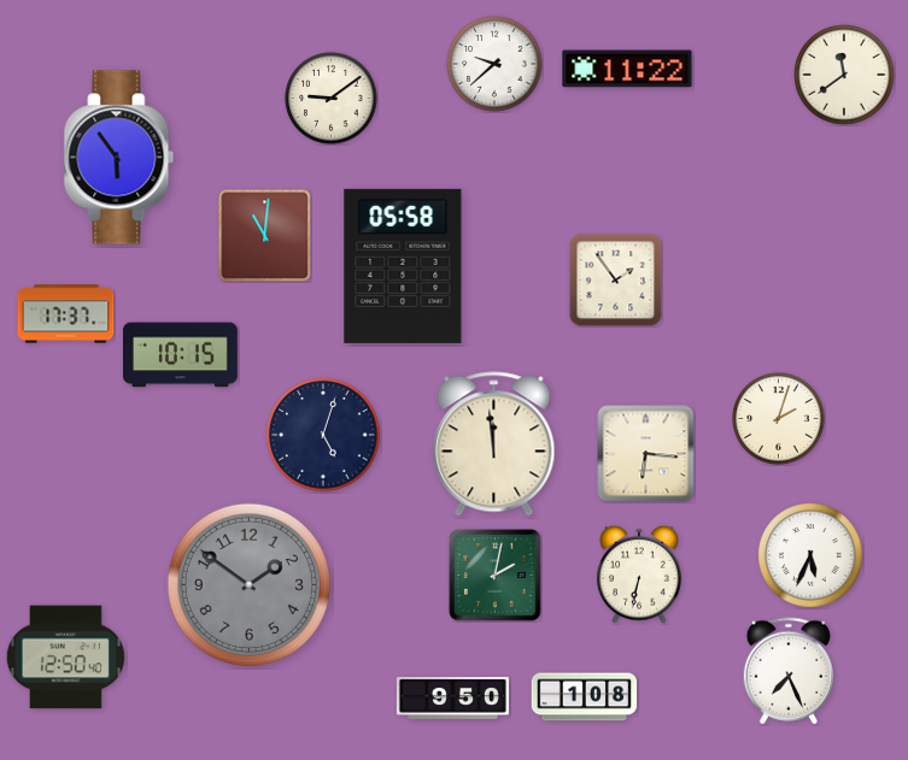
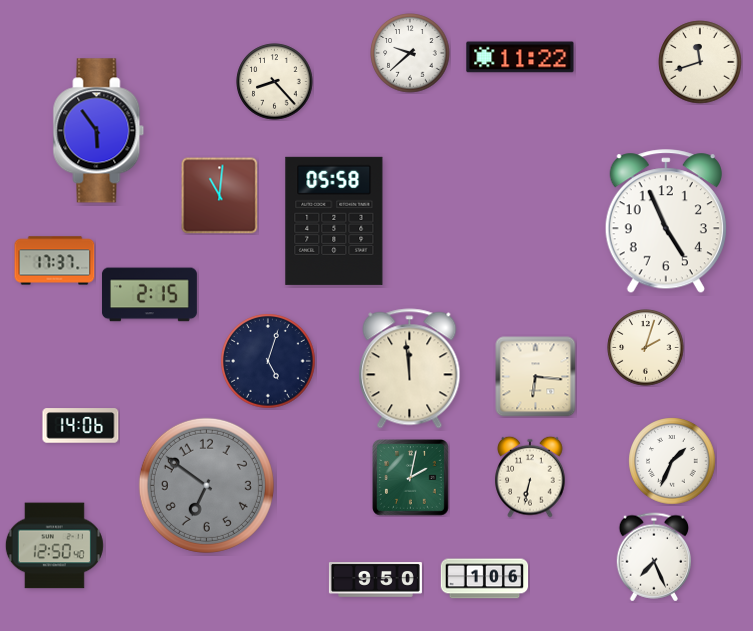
clock at (844, 75): 11:39 -> 11:42
clock at (332, 99): 9:09 -> 8:23
clock at (666, 222): none -> 4:56
clock at (615, 279): 1:54 -> none
clock at (180, 355): 10:15 -> 2:15
clock at (81, 426): none -> 14:06
clock at (810, 555): 5:34 -> 1:34
clock at (248, 584): 1:51 -> 6:51
clock at (585, 697): 1:08 -> 1:06
